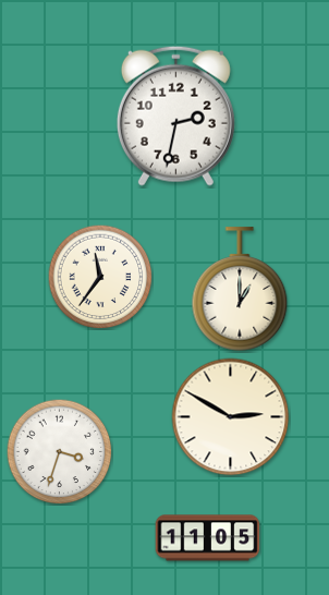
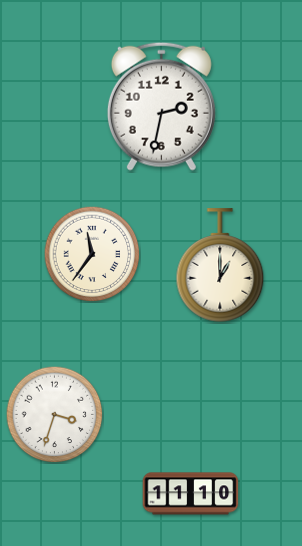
clock at (231, 417): 2:50 -> none
clock at (208, 538): 11:05 -> 11:10
